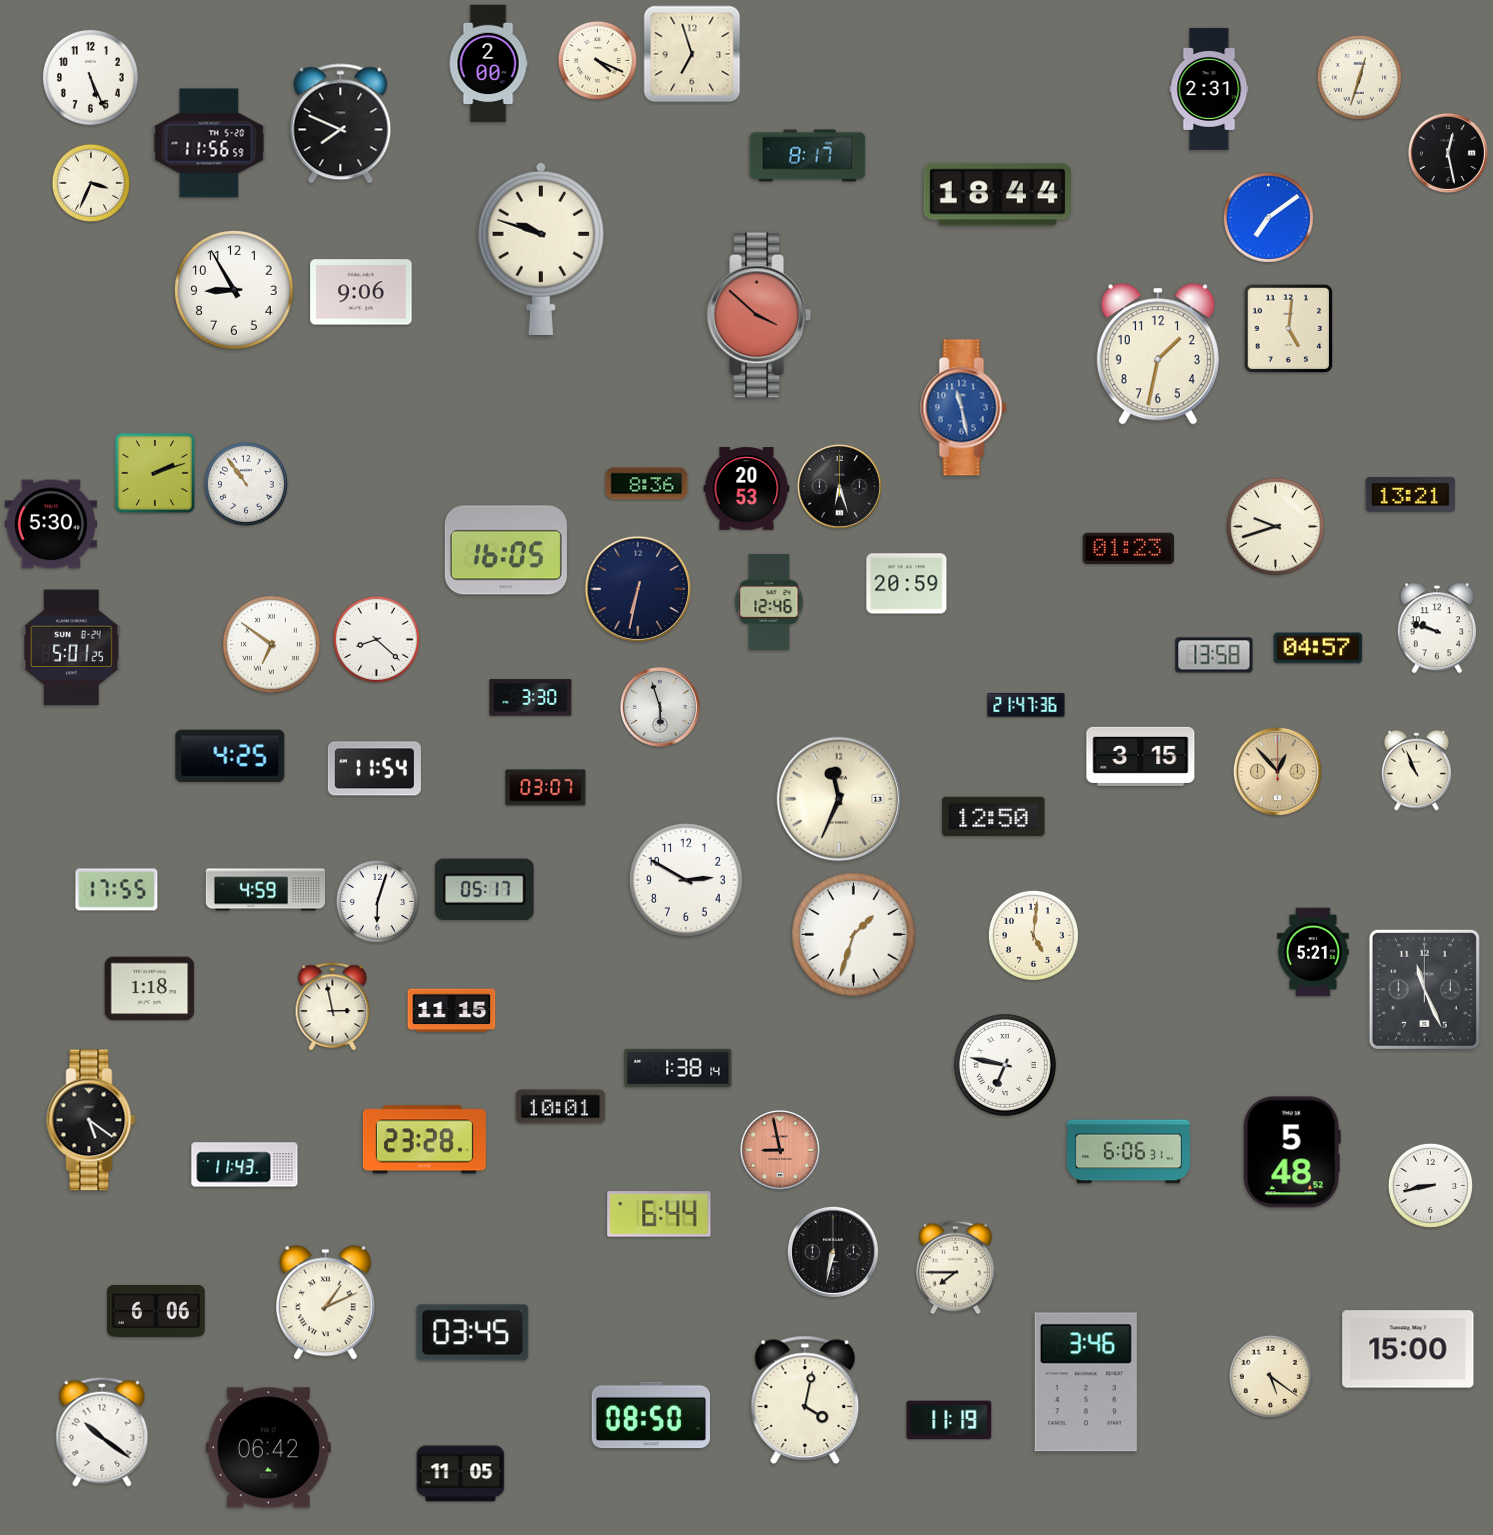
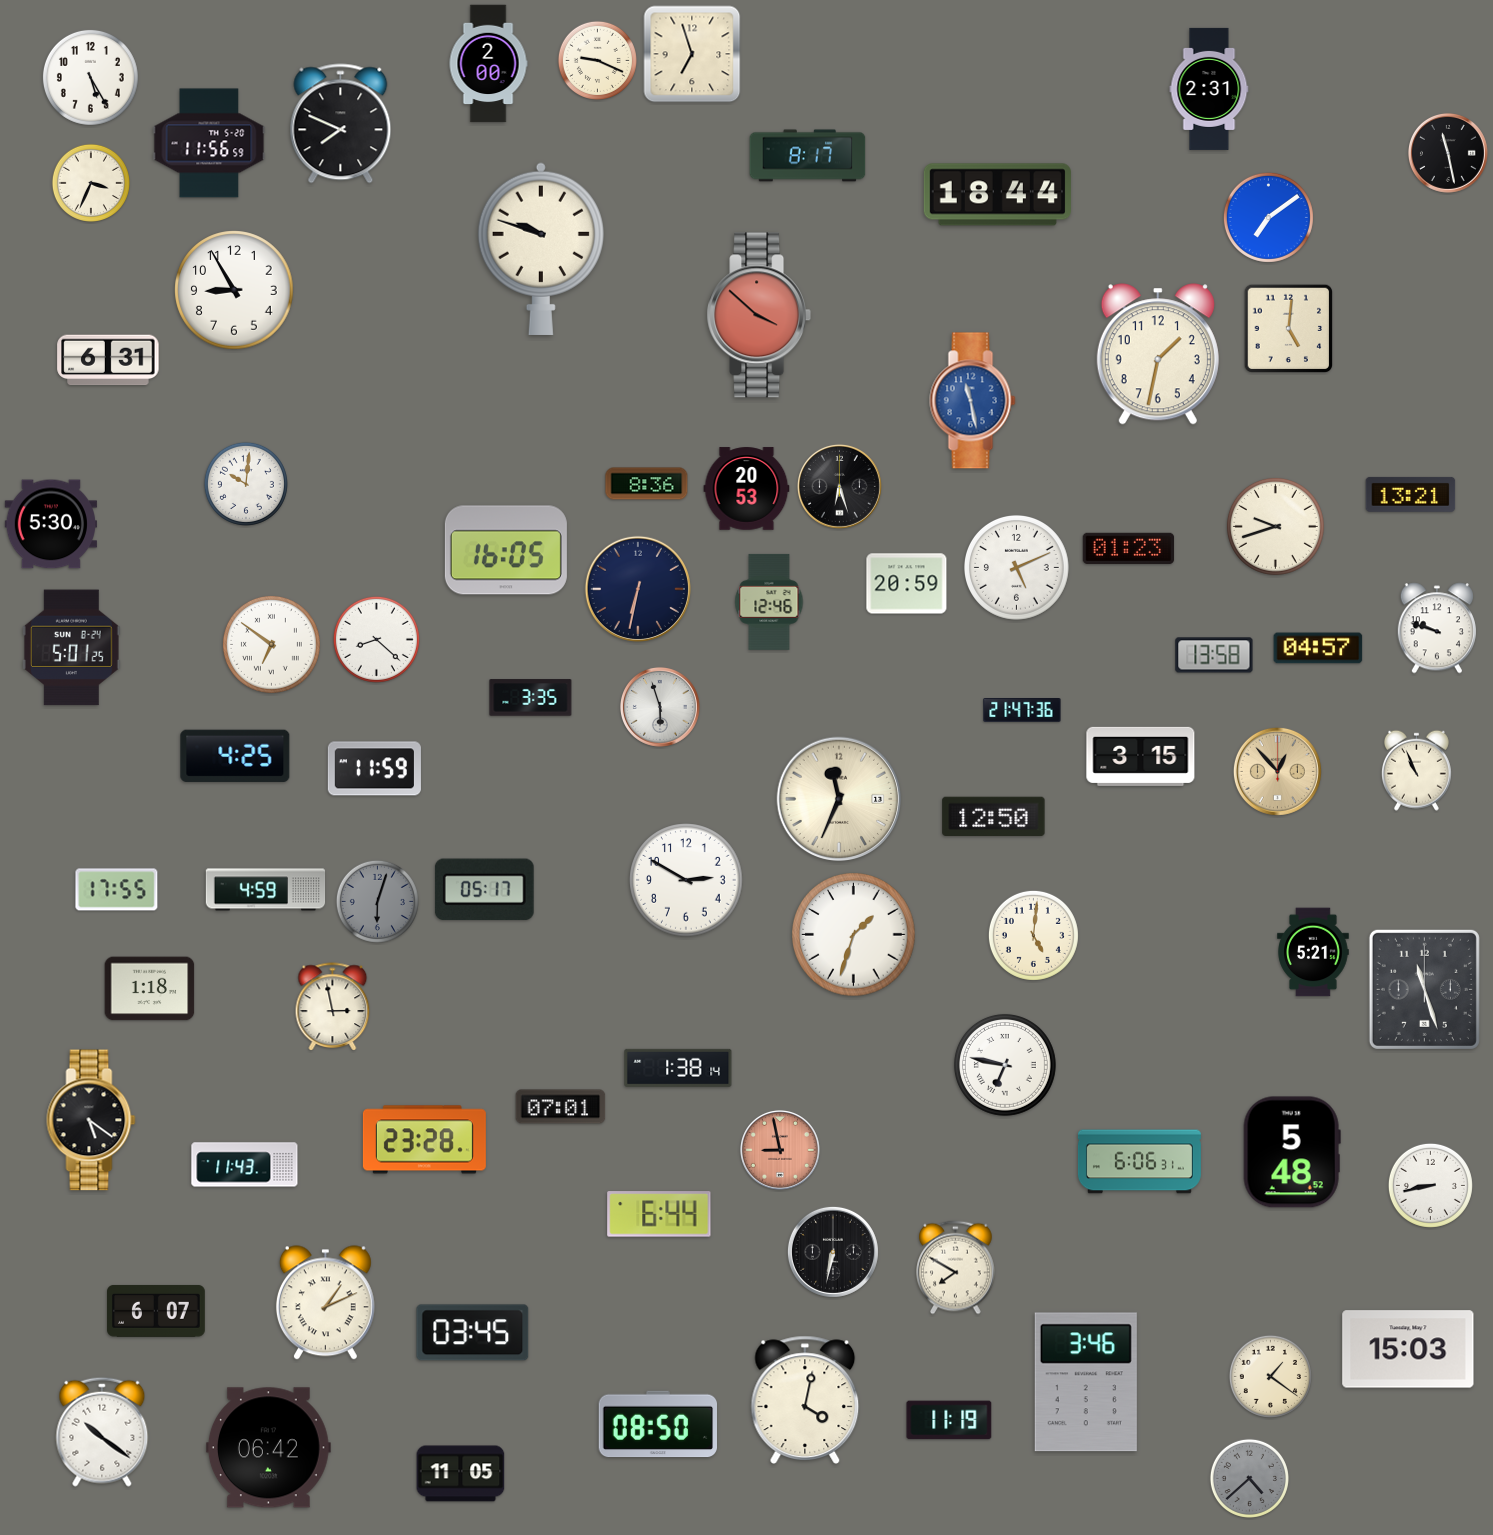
clock at (597, 60): 4:19 -> 9:19
clock at (90, 77): 5:26 -> 5:25
clock at (1359, 77): 12:33 -> none
clock at (1448, 153): 12:28 -> 11:28
clock at (361, 292): 9:06 -> none
clock at (108, 360): none -> 6:31
clock at (964, 408) position: (964, 408) -> (973, 401)
clock at (155, 473): 2:12 -> none
clock at (246, 484): 10:54 -> 10:01
clock at (1016, 567): none -> 5:11
clock at (531, 698): 3:30 -> 3:35
clock at (1026, 705) position: (1026, 705) -> (1022, 710)
clock at (230, 756) position: (230, 756) -> (235, 756)
clock at (374, 769): 11:54 -> 11:59
clock at (546, 788): 03:07 -> none
clock at (377, 901) dial: white -> grey
clock at (1424, 989): 11:26 -> 11:27
clock at (452, 1011): 11:15 -> none
clock at (561, 1107): 10:01 -> 07:01
clock at (1128, 1152) position: (1128, 1152) -> (1139, 1162)
clock at (956, 1268): 7:45 -> 7:50
clock at (157, 1311): 6:06 -> 6:07
clock at (1408, 1349): 15:00 -> 15:03
clock at (1270, 1376): 5:21 -> 1:21
clock at (650, 1415) position: (650, 1415) -> (657, 1424)
clock at (1249, 1478): none -> 4:38
